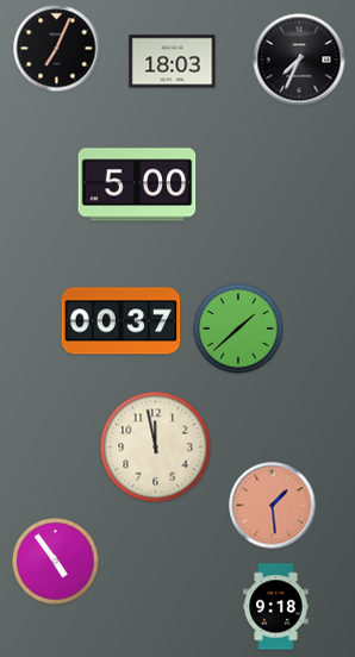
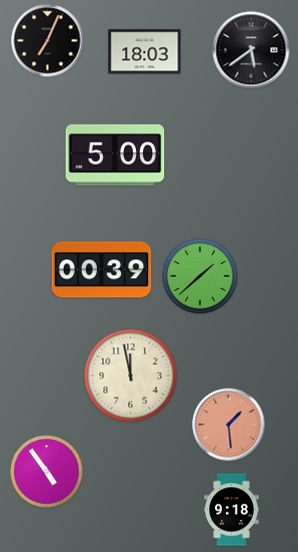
clock at (299, 60): 7:34 -> 5:39
clock at (122, 321): 00:37 -> 00:39
